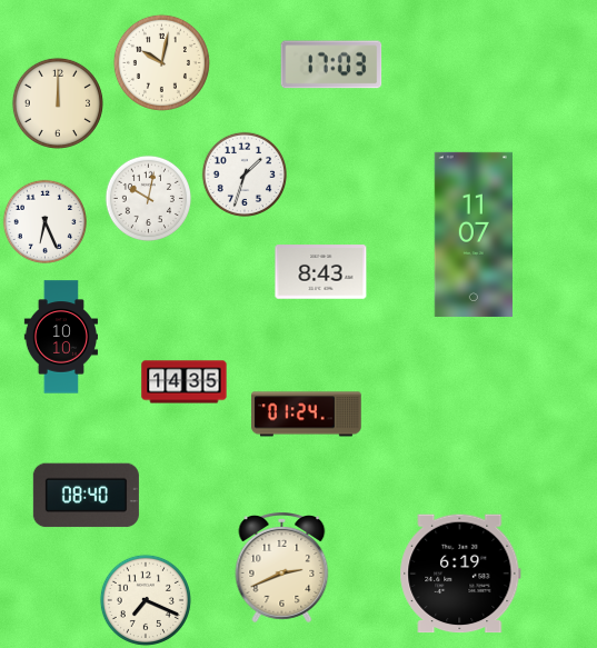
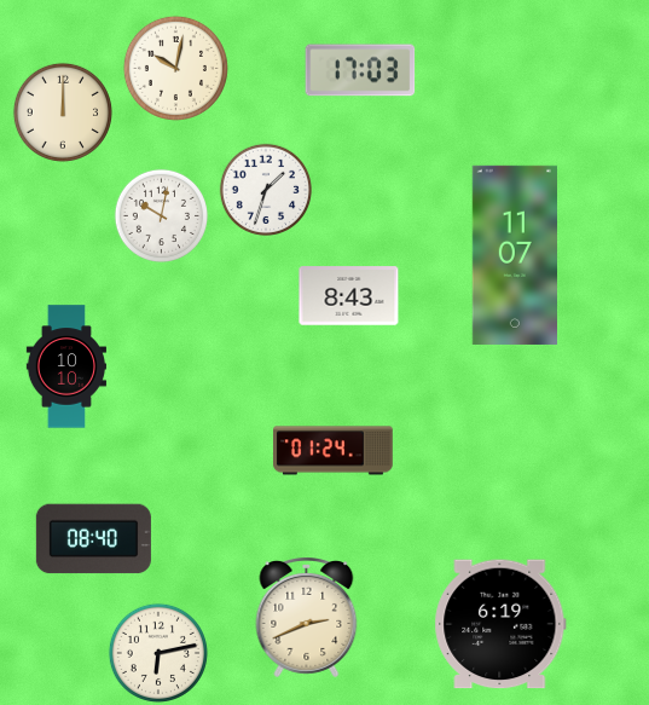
clock at (44, 221): 6:26 -> none
clock at (185, 382): 14:35 -> none
clock at (146, 600): 7:19 -> 6:13
